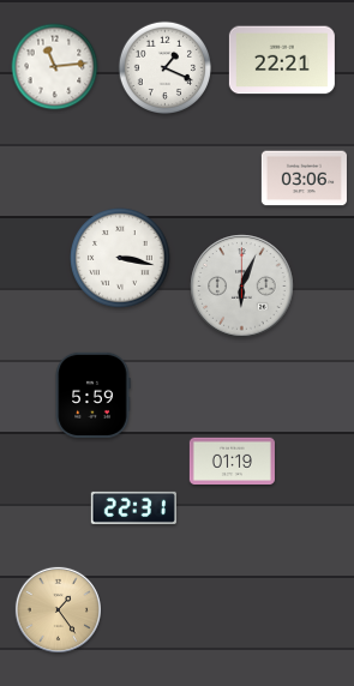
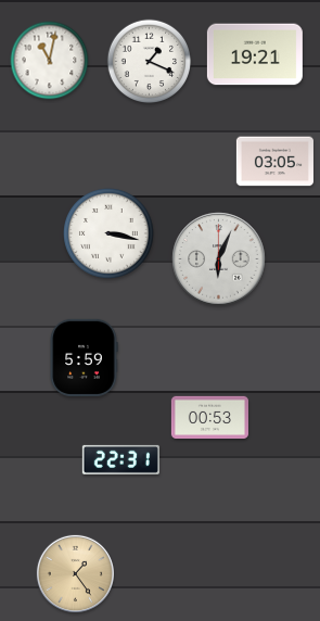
clock at (282, 60): 22:21 -> 19:21
clock at (55, 67): 11:14 -> 11:02
clock at (304, 179): 03:06 -> 03:05
clock at (232, 462): 01:19 -> 00:53
clock at (58, 609) position: (58, 609) -> (75, 573)
